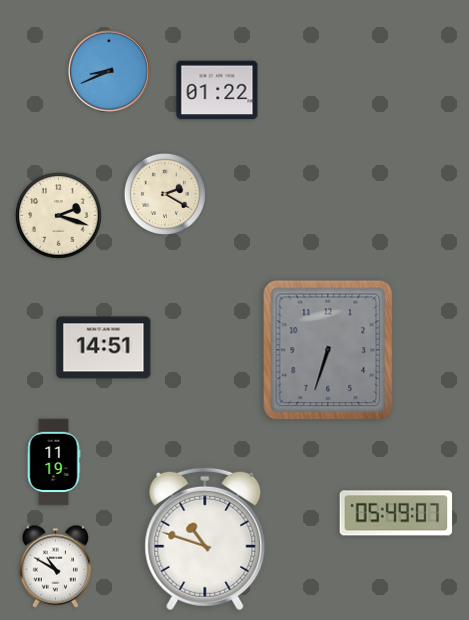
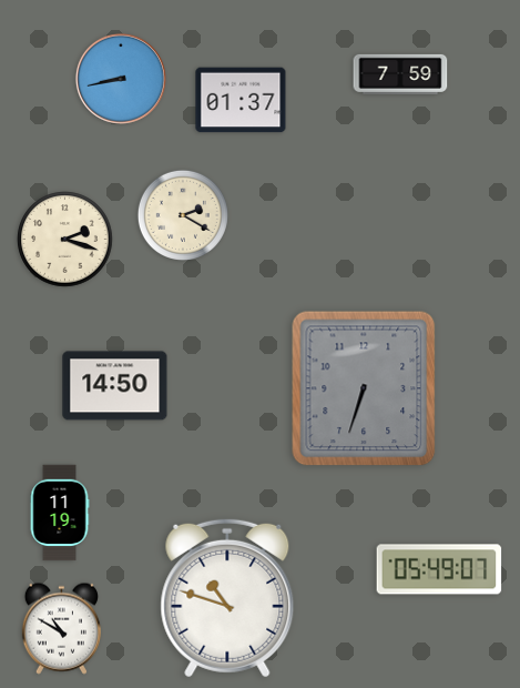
clock at (400, 74): none -> 7:59
clock at (109, 71): 8:41 -> 8:43
clock at (217, 90): 01:22 -> 01:37
clock at (104, 348): 14:51 -> 14:50
